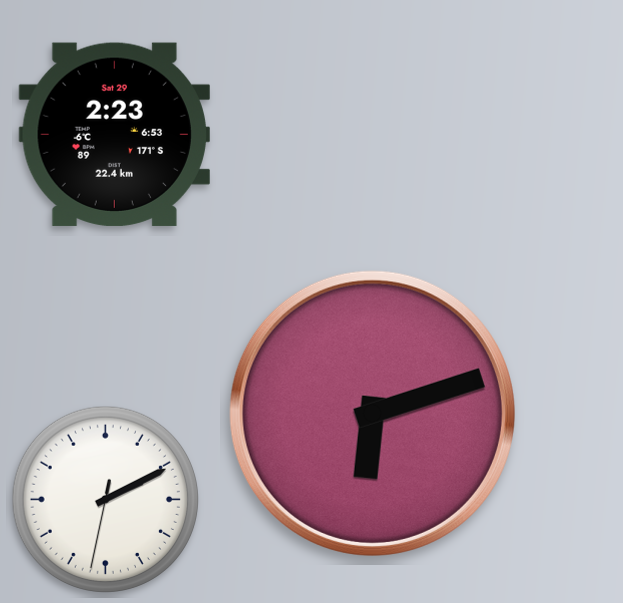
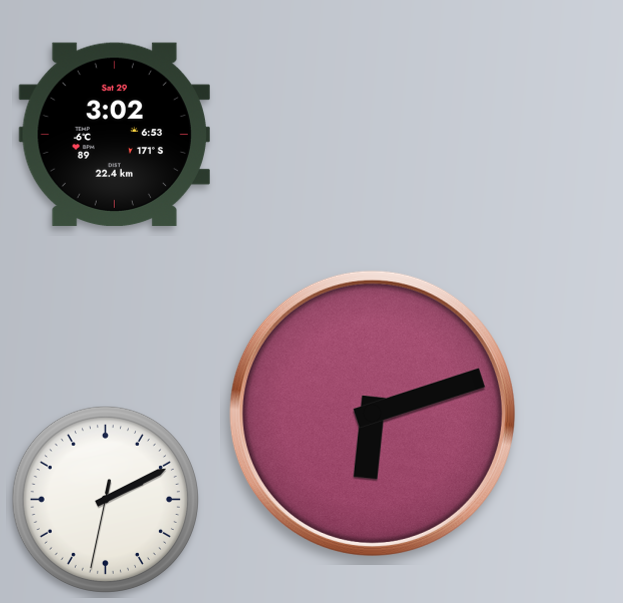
clock at (114, 134): 2:23 -> 3:02
